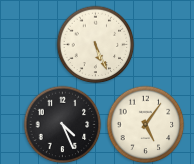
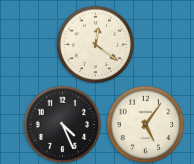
clock at (95, 44): 5:26 -> 12:21
